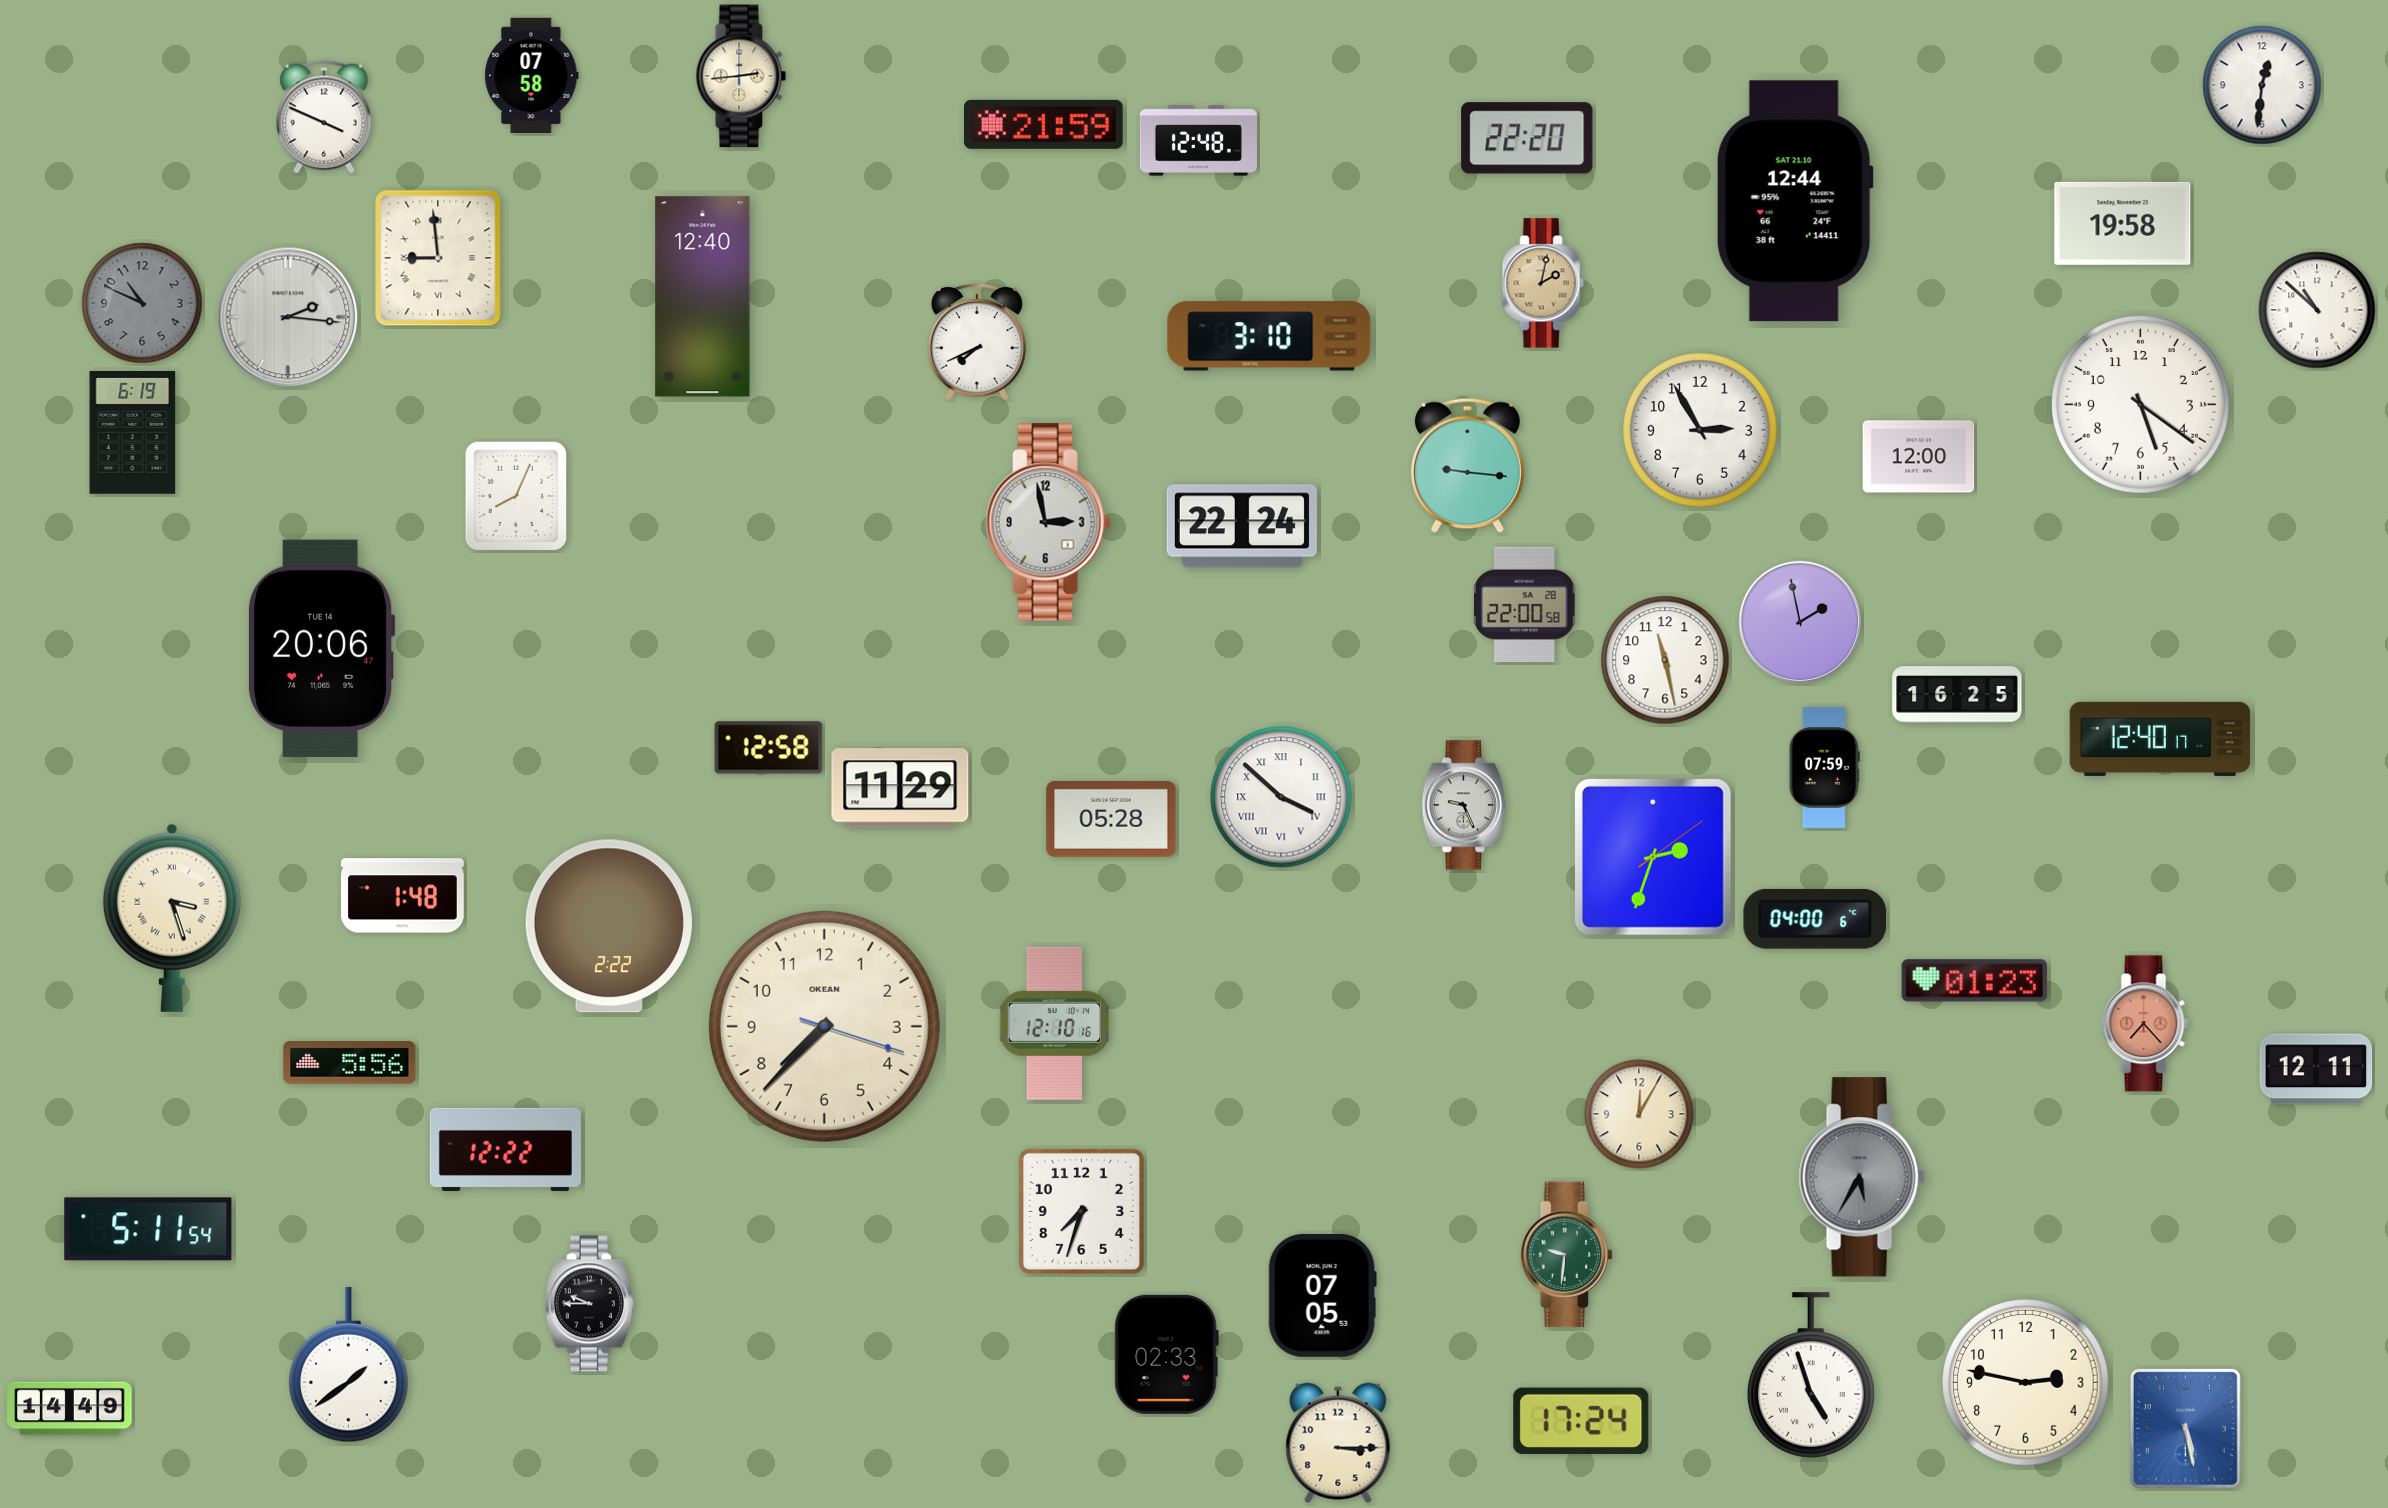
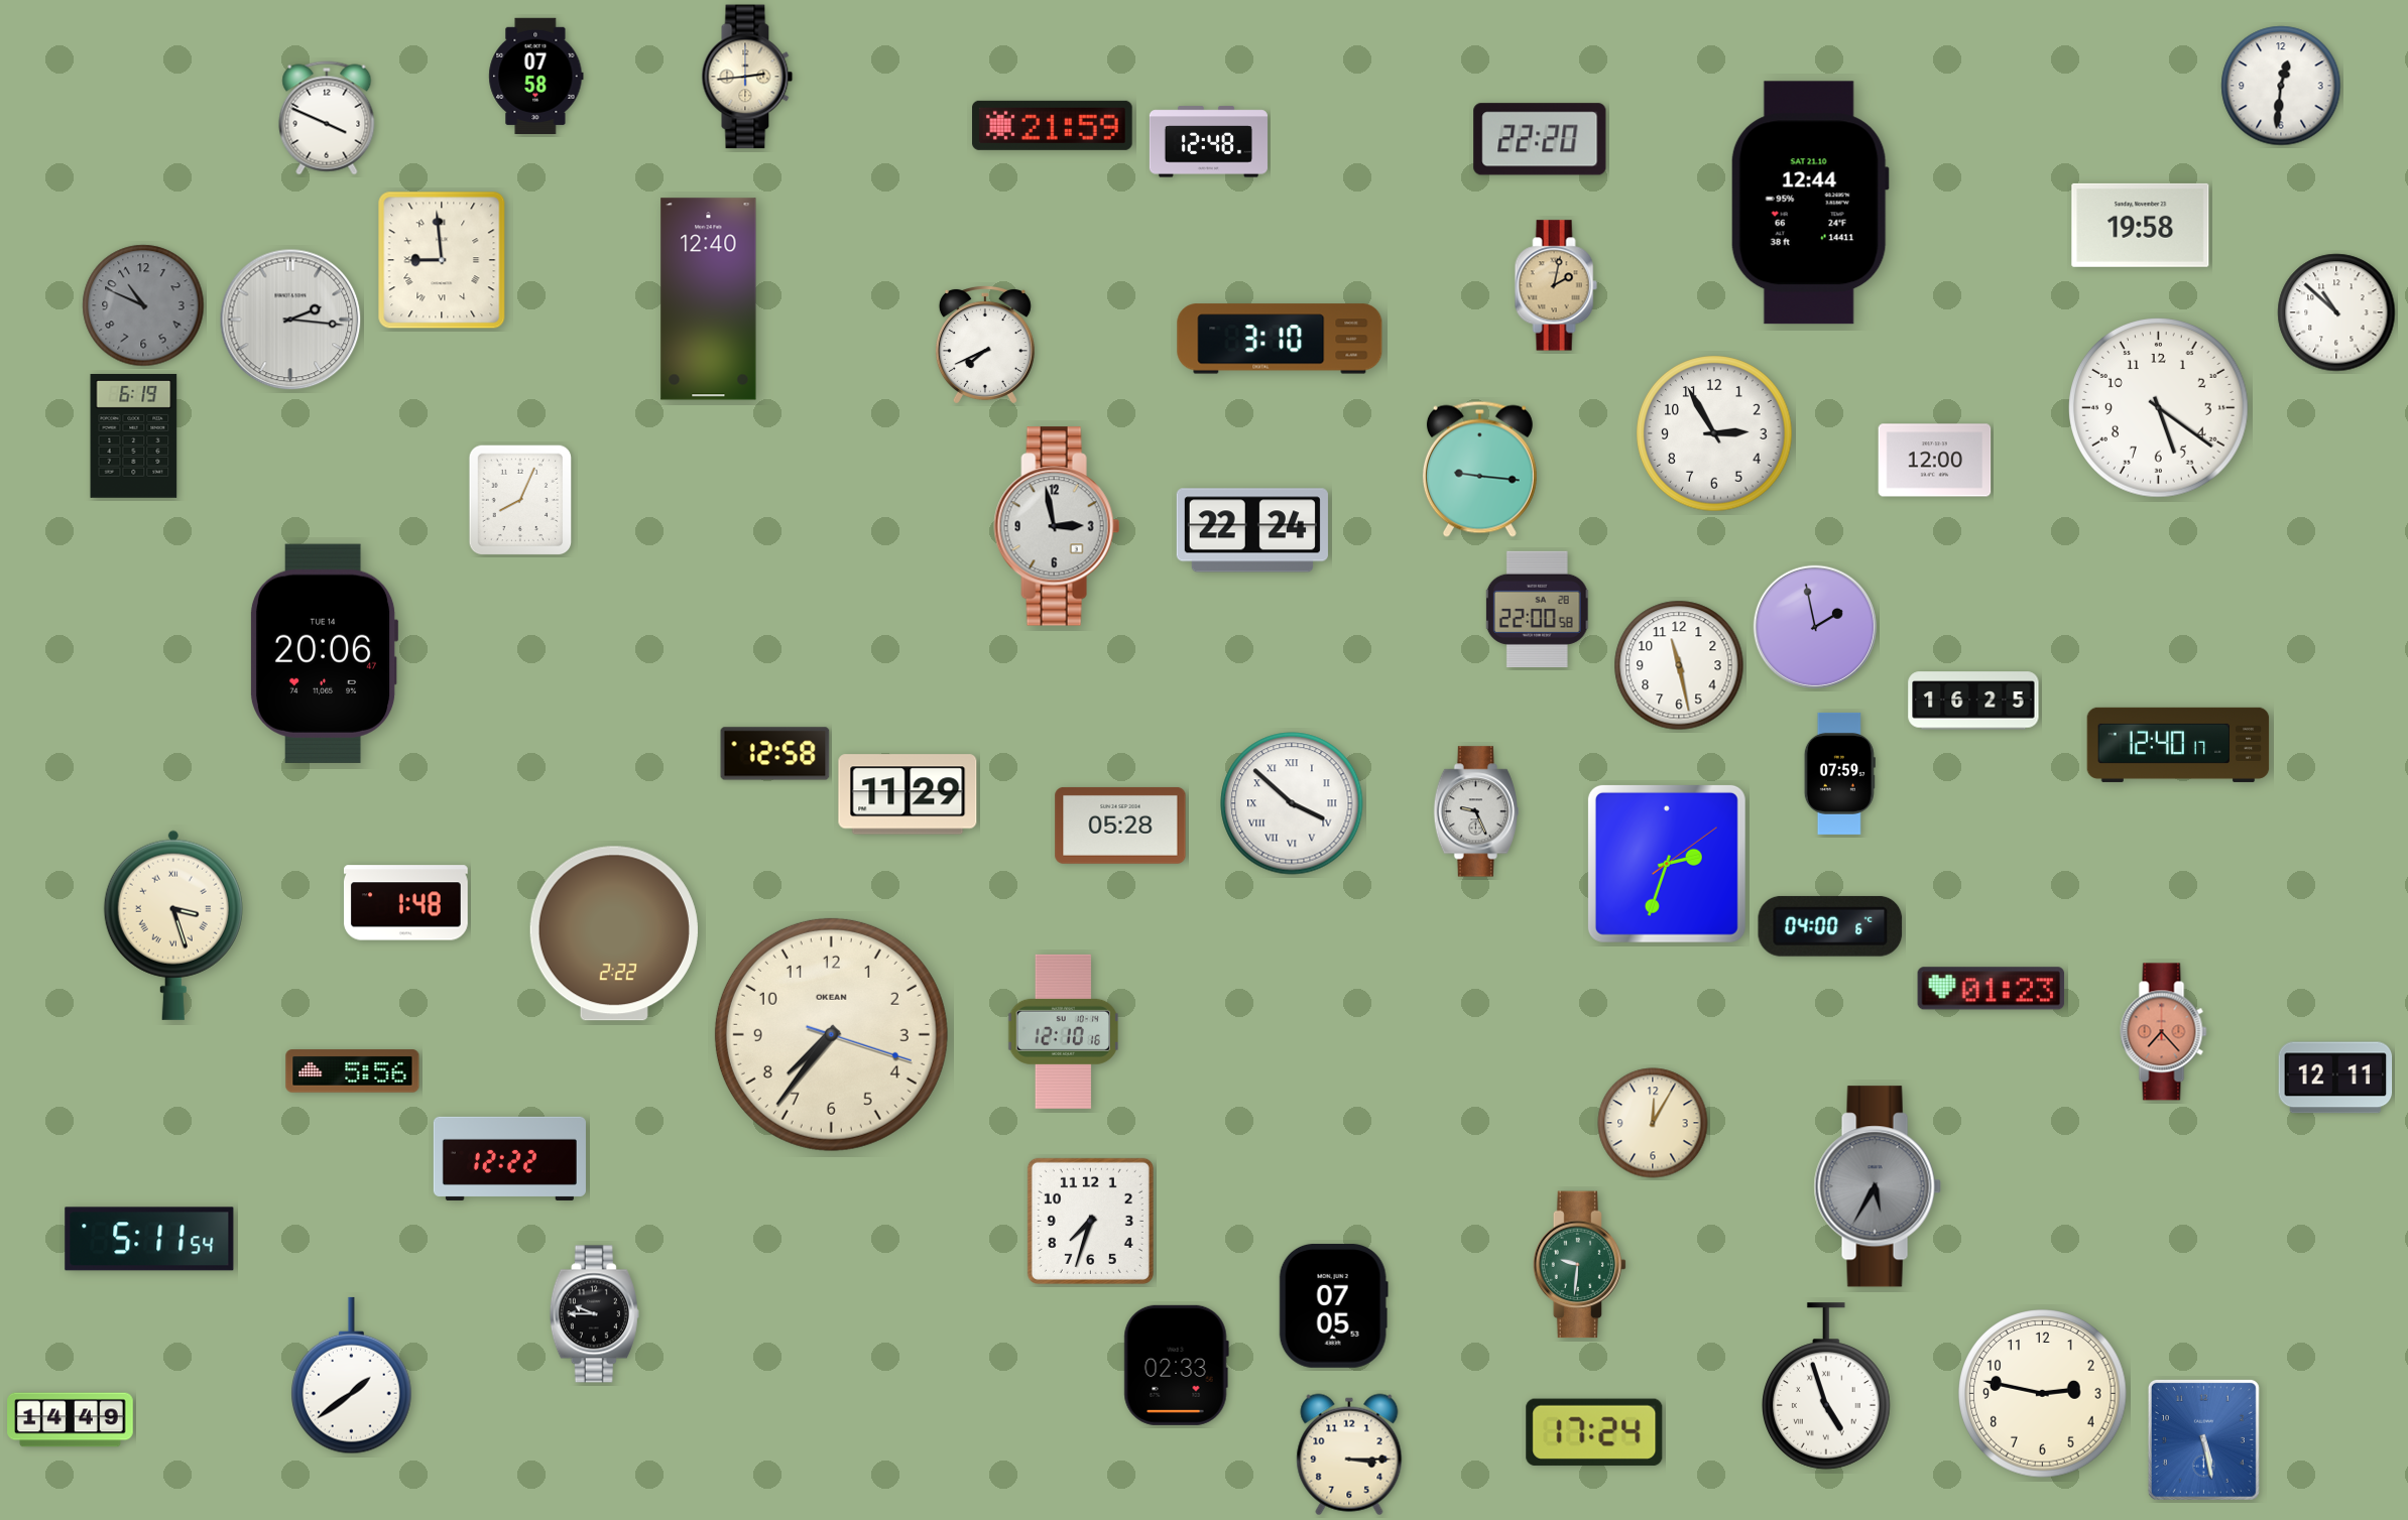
clock at (824, 1026): 7:37 -> 7:36
